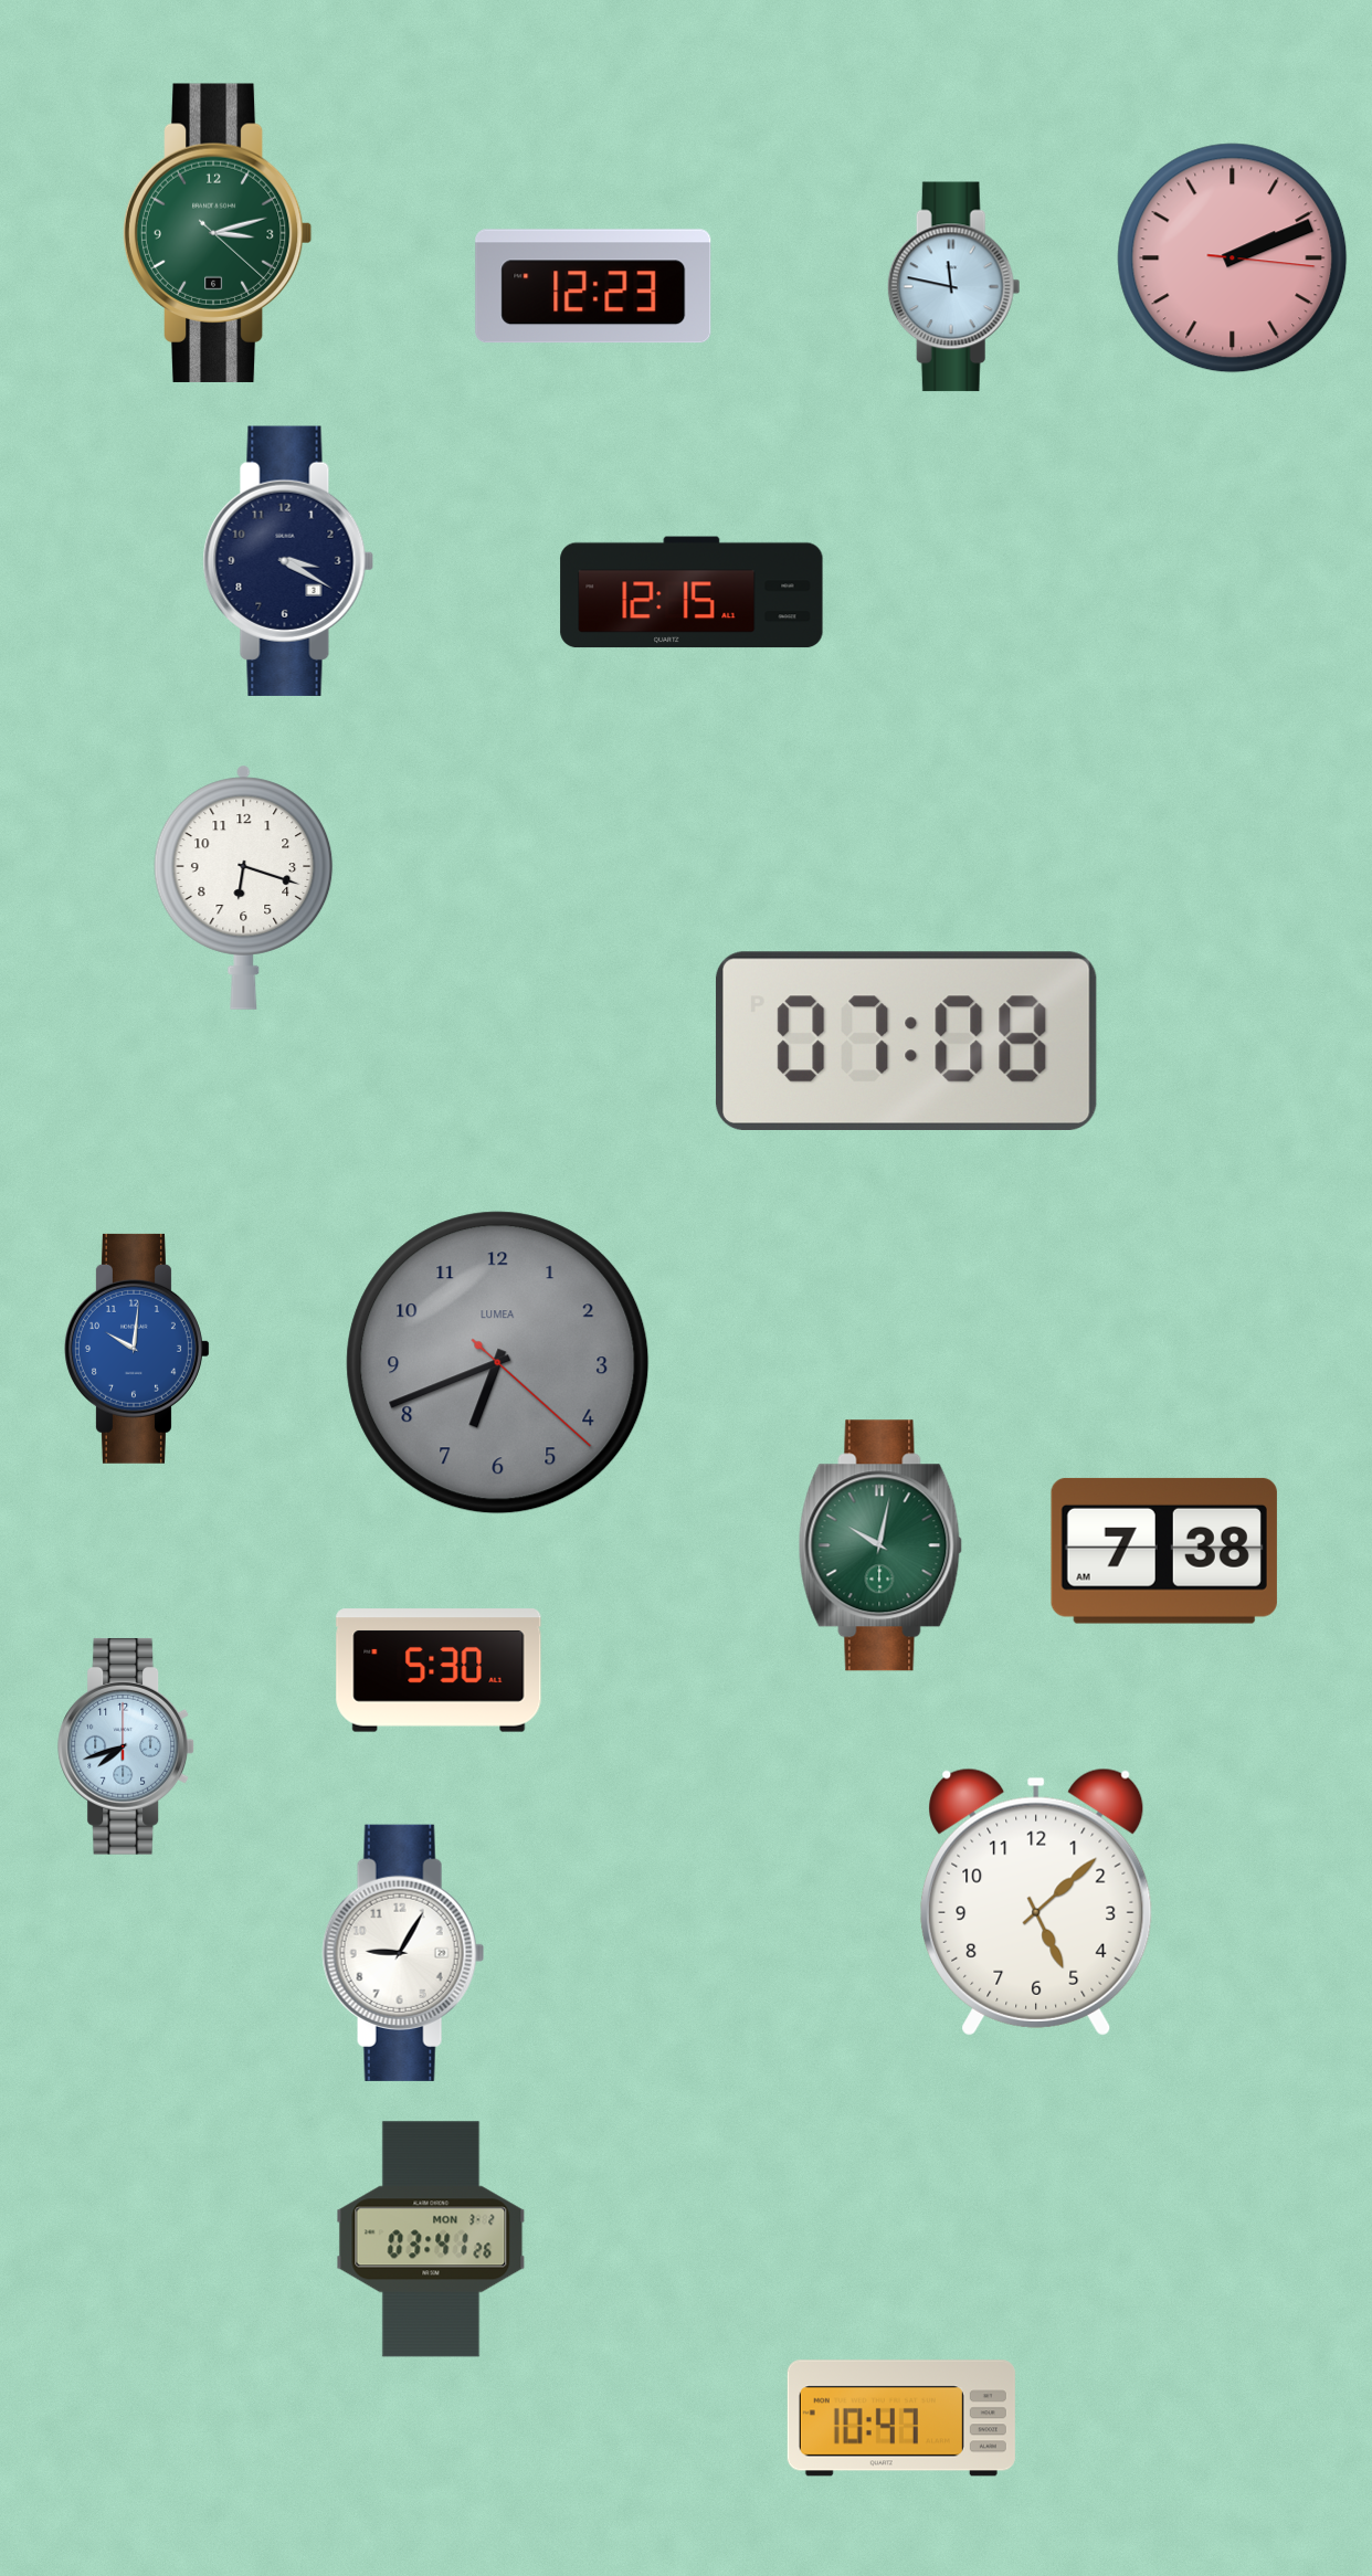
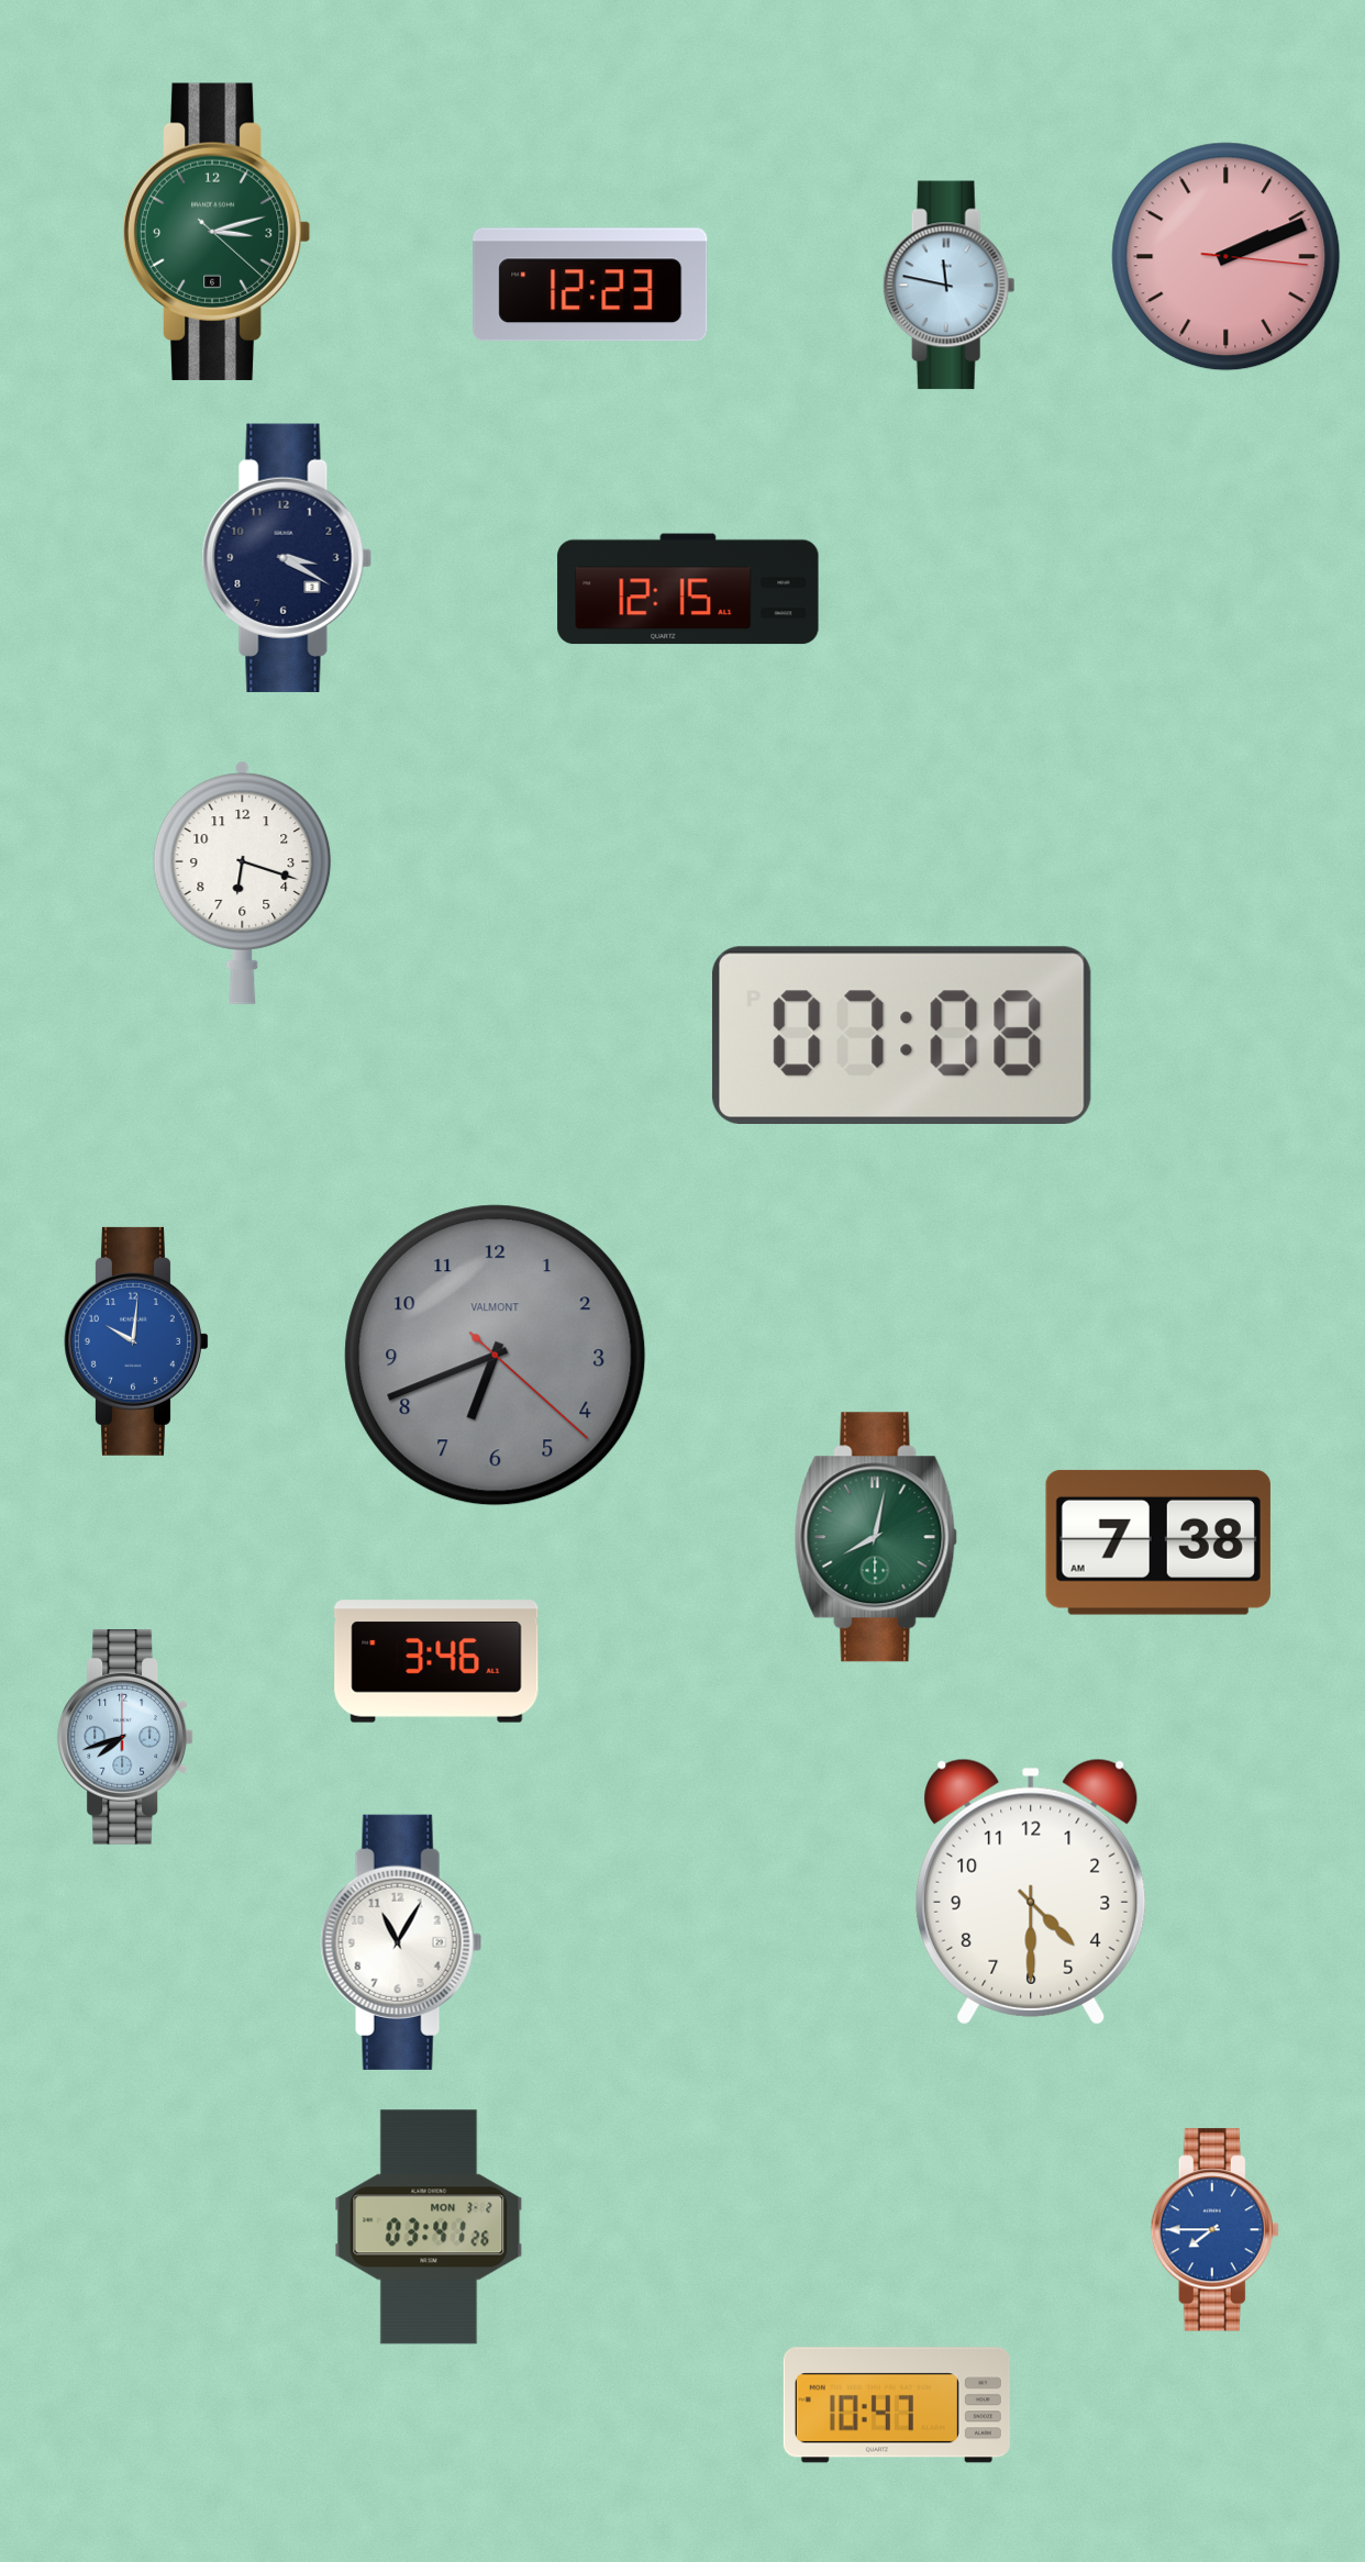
clock at (498, 1363) brand: LUMEA -> VALMONT
clock at (880, 1545): 10:02 -> 8:02
clock at (439, 1670): 5:30 -> 3:46
clock at (1036, 1902): 5:08 -> 4:30
clock at (403, 1953): 9:05 -> 11:05
clock at (1214, 2230): none -> 7:45
